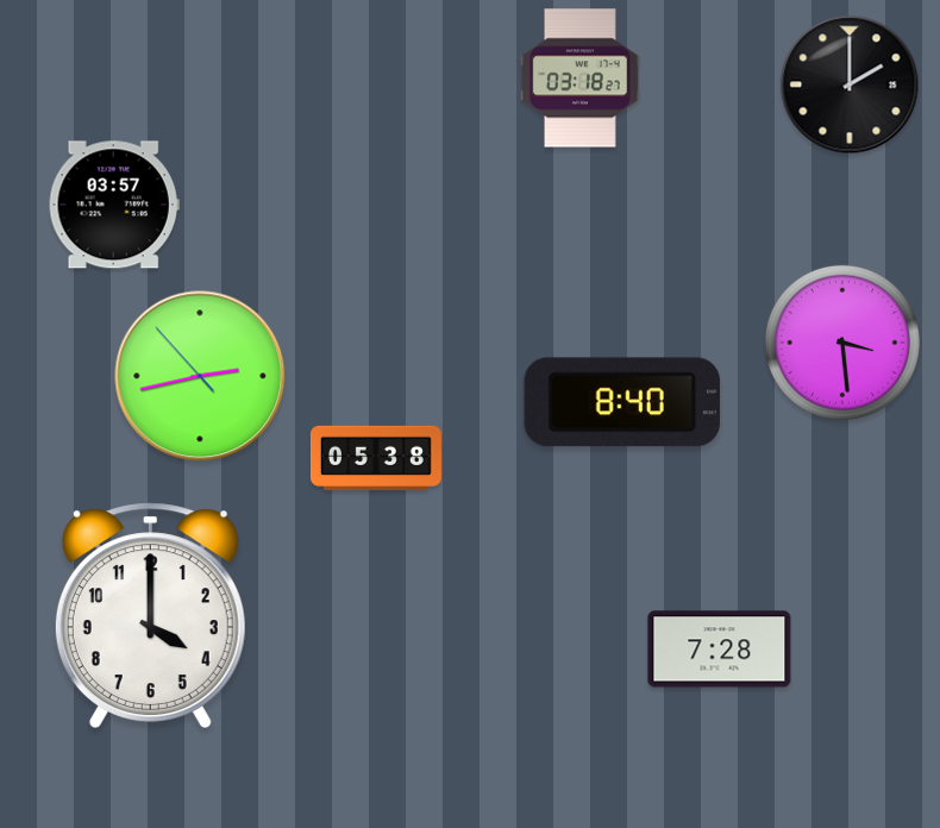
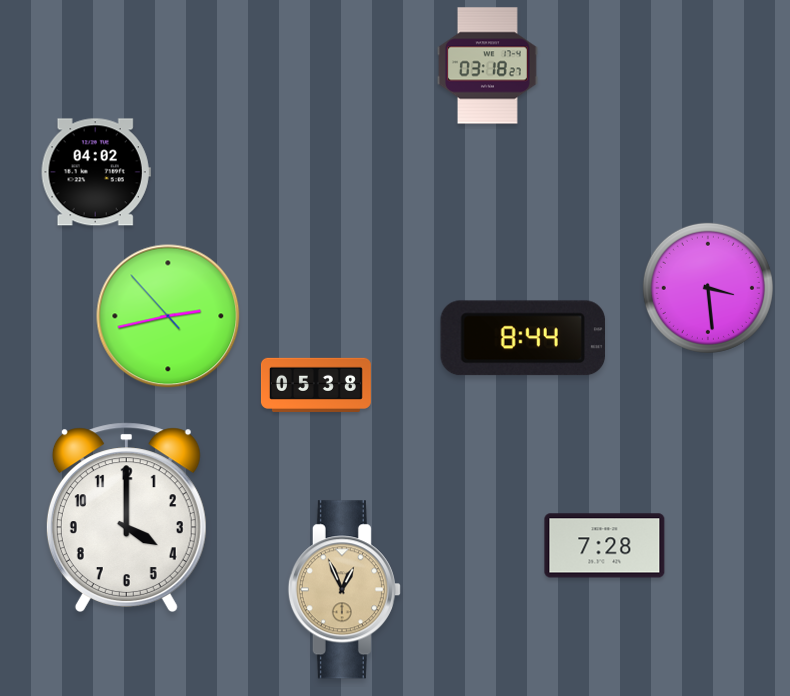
clock at (850, 84): 2:00 -> none
clock at (114, 205): 03:57 -> 04:02
clock at (621, 402): 8:40 -> 8:44
clock at (344, 590): none -> 12:56
